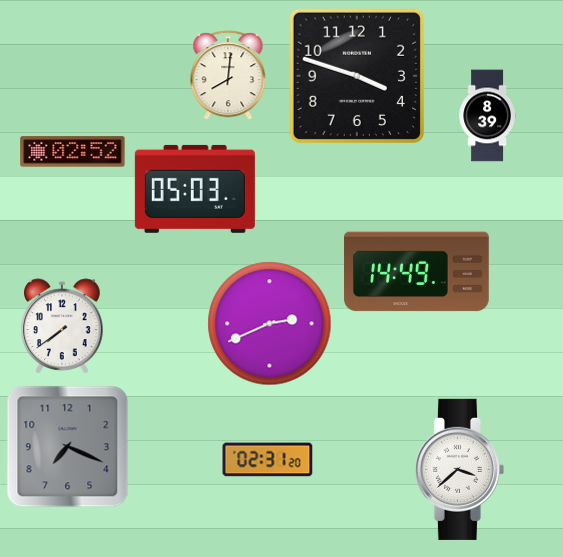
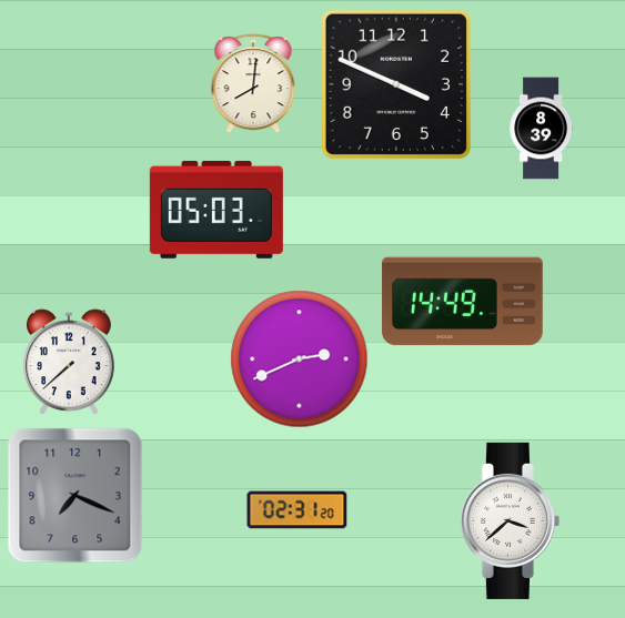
clock at (356, 75): 3:48 -> 3:49
clock at (73, 152): 02:52 -> none
clock at (62, 326): 7:39 -> 7:38
